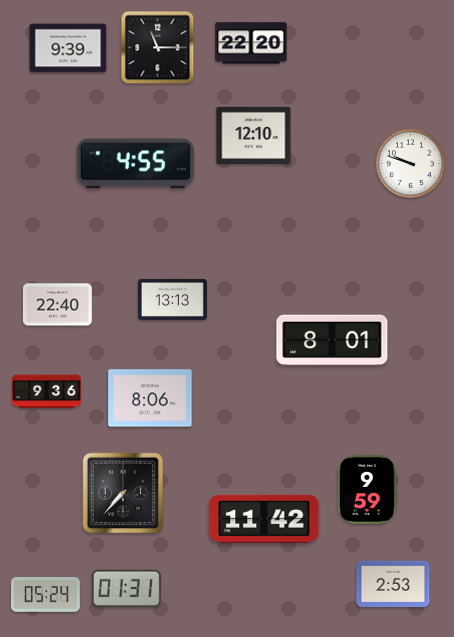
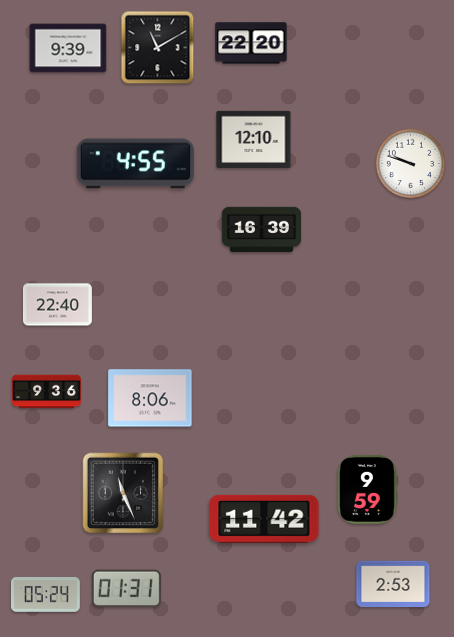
clock at (158, 48): 11:15 -> 11:10
clock at (254, 135) position: (254, 135) -> (254, 139)
clock at (262, 230): none -> 16:39
clock at (172, 299): 13:13 -> none
clock at (332, 340): 8:01 -> none
clock at (123, 493): 7:37 -> 11:26
